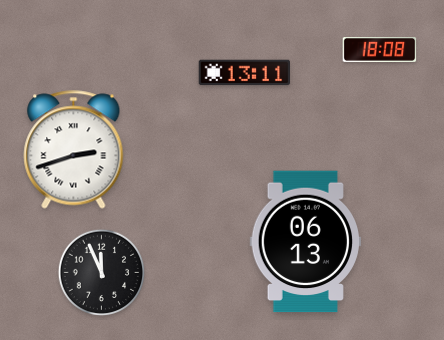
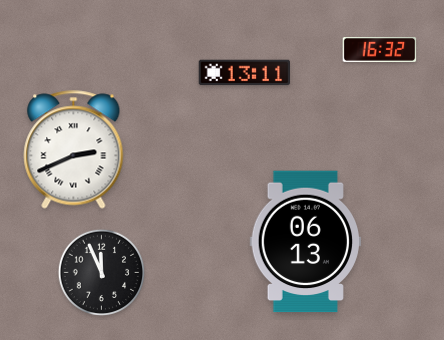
clock at (380, 50): 18:08 -> 16:32
clock at (74, 150): 2:42 -> 2:41
